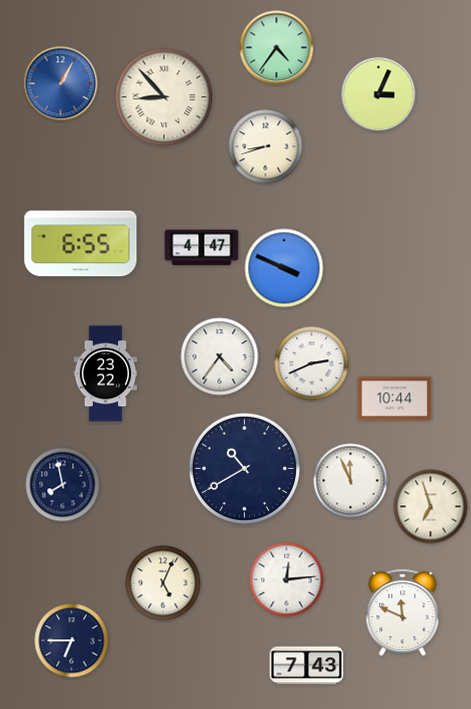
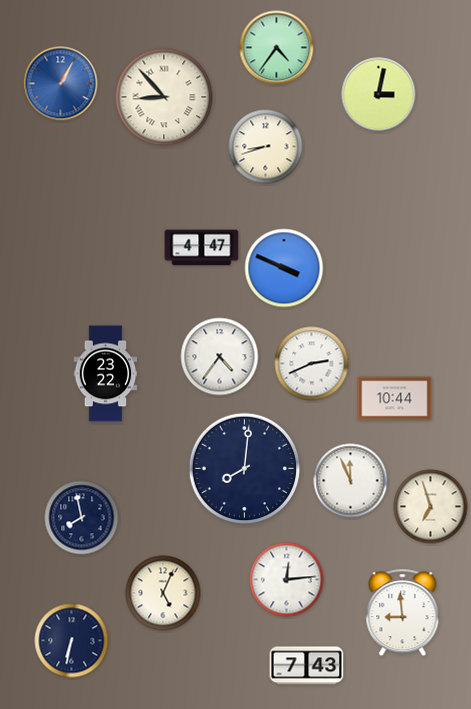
clock at (379, 95): 3:04 -> 3:02
clock at (81, 244): 6:55 -> none
clock at (245, 469): 10:40 -> 8:01
clock at (63, 485) position: (63, 485) -> (82, 518)
clock at (163, 583) position: (163, 583) -> (163, 593)
clock at (403, 613): 11:49 -> 8:59
clock at (72, 641): 6:45 -> 6:32
